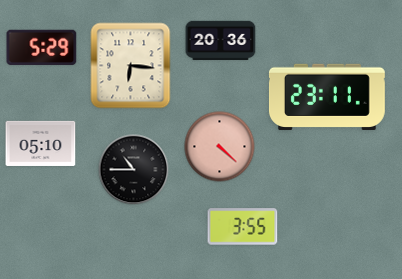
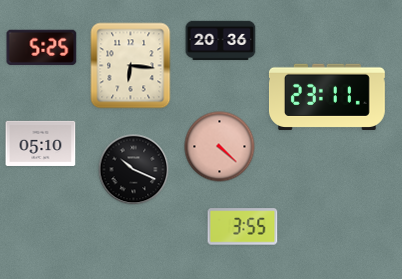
clock at (42, 47): 5:29 -> 5:25
clock at (134, 170): 10:45 -> 10:19
